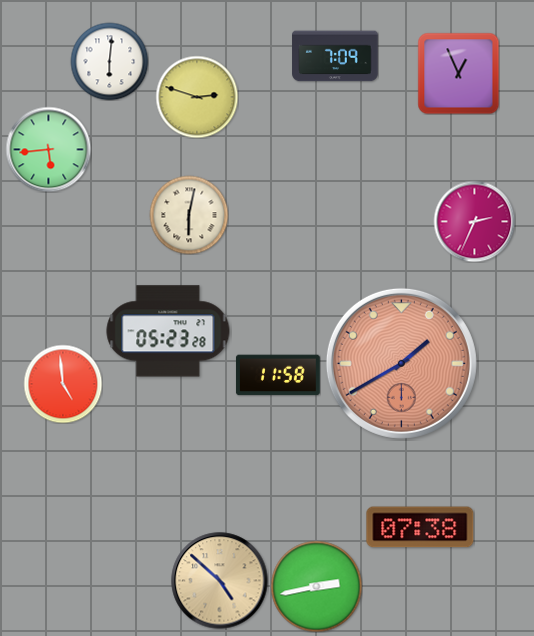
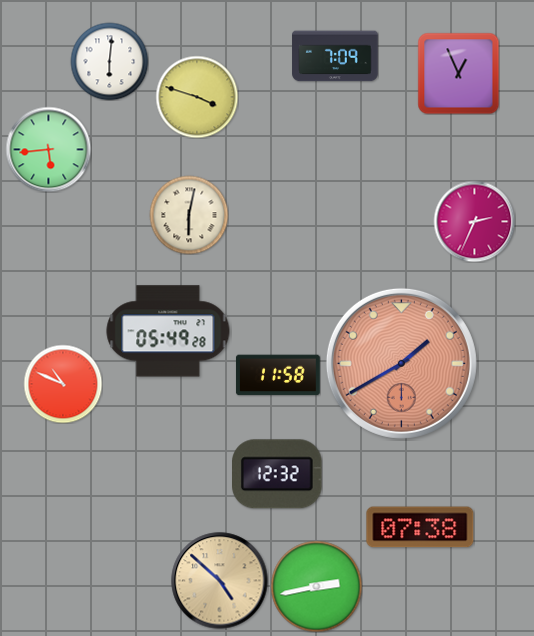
clock at (197, 97): 2:48 -> 3:48
clock at (168, 331): 05:23 -> 05:49
clock at (63, 384): 4:59 -> 10:49
clock at (277, 474): none -> 12:32
